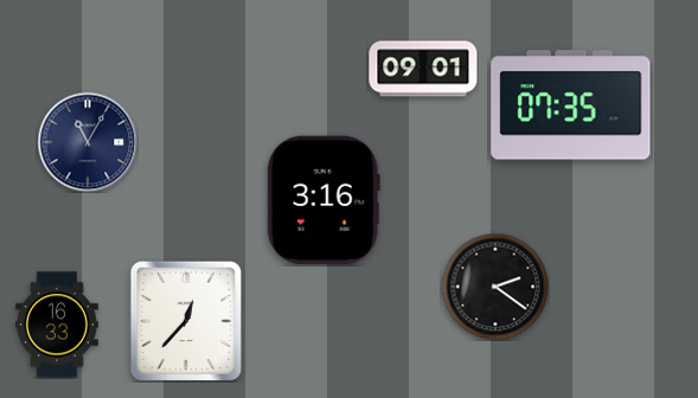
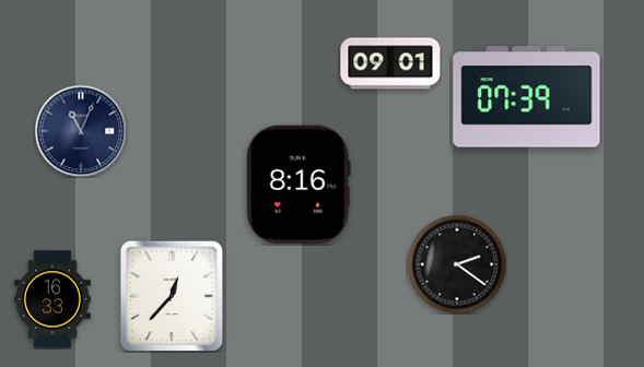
clock at (571, 105): 07:35 -> 07:39
clock at (88, 142): 11:05 -> 11:04
clock at (324, 200): 3:16 -> 8:16
